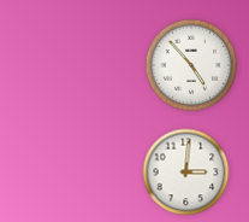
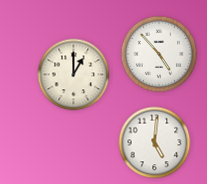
clock at (74, 75): none -> 1:00
clock at (186, 173): 3:01 -> 5:01
